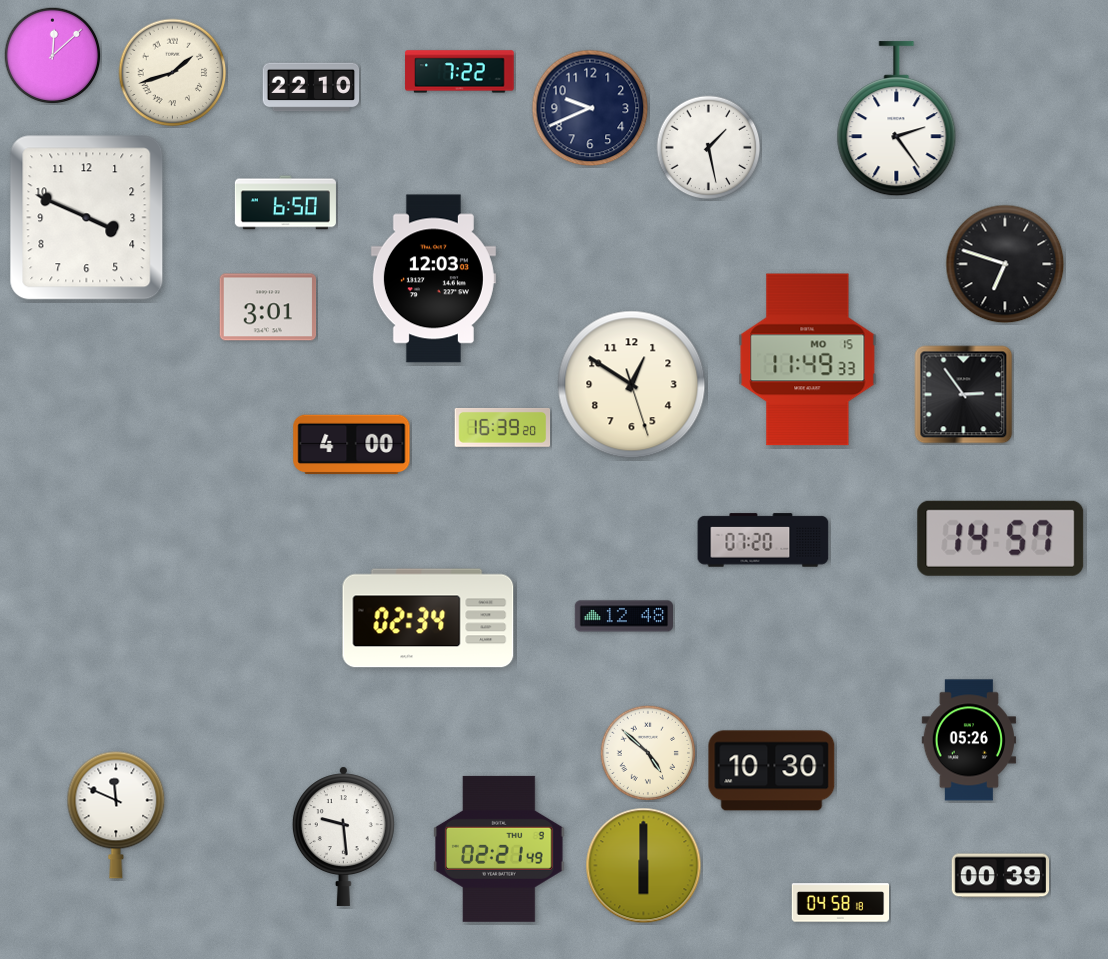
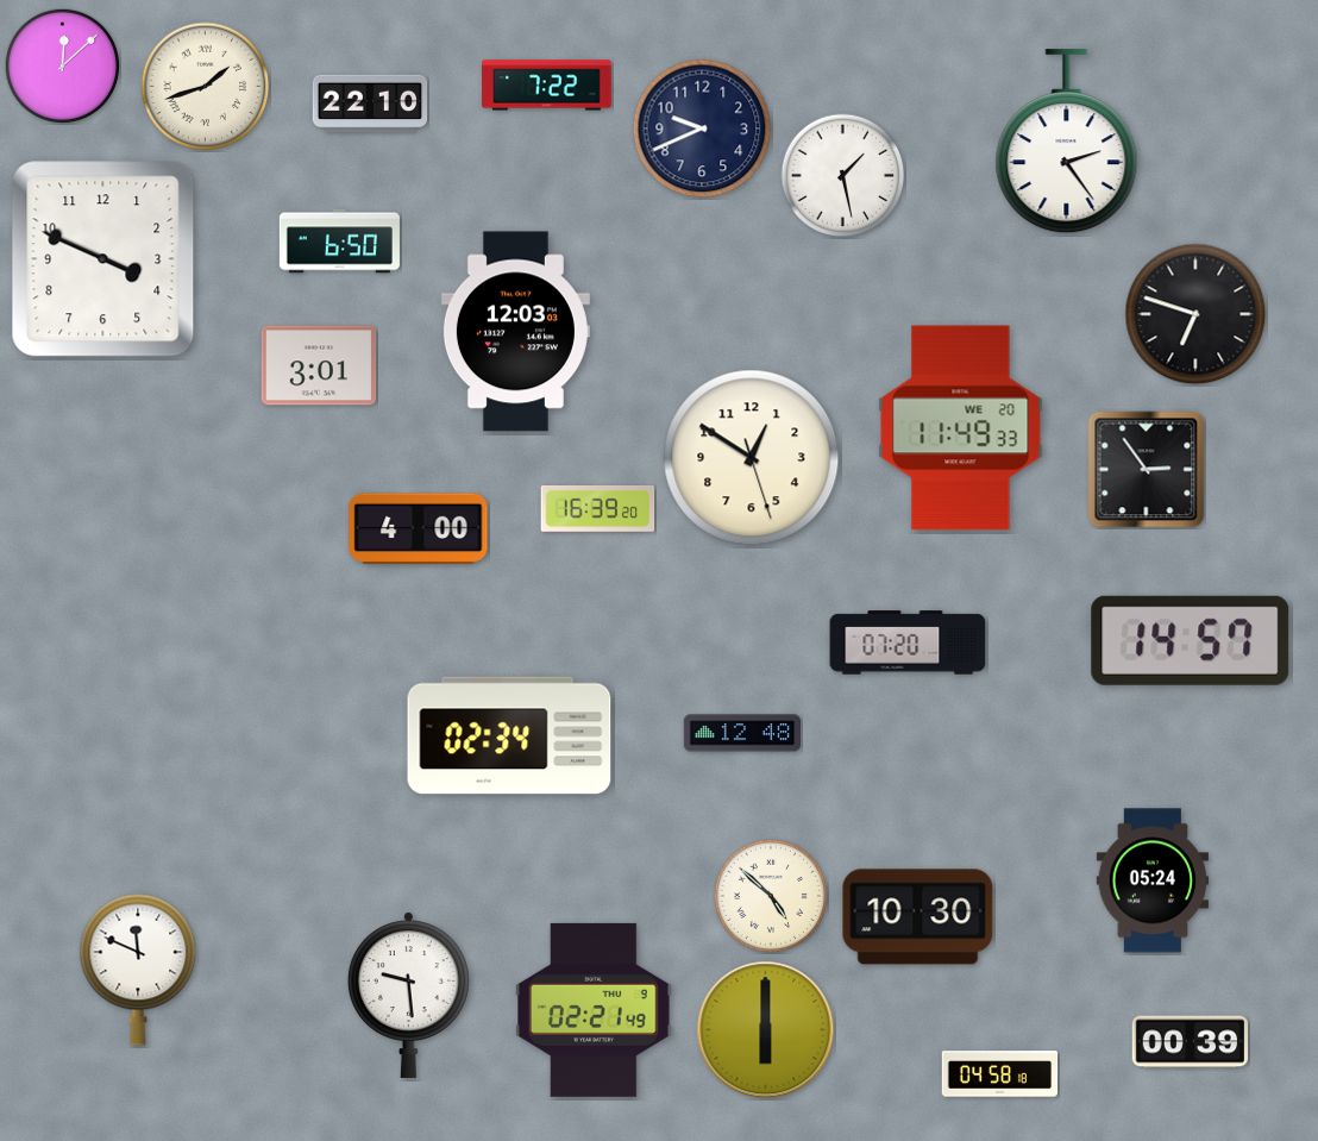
clock at (808, 360) date: MO 15 -> WE 20
clock at (968, 740): 05:26 -> 05:24
